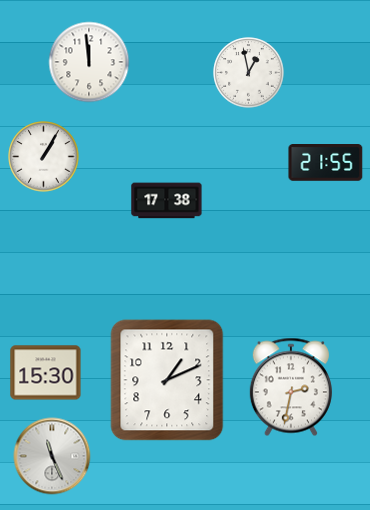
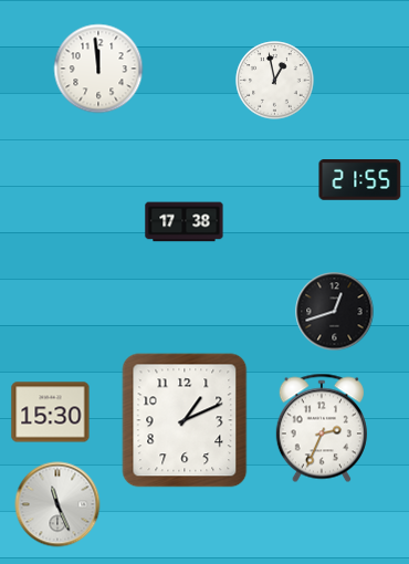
clock at (44, 157): 1:05 -> none
clock at (335, 312): none -> 12:42
clock at (291, 387): 2:32 -> 2:34
